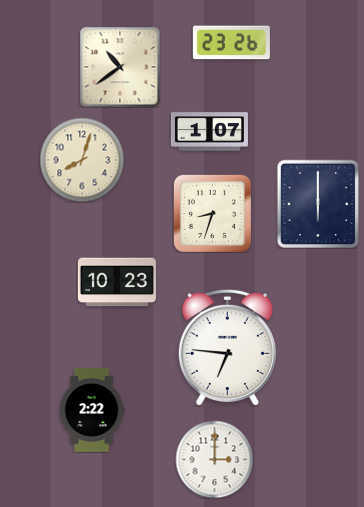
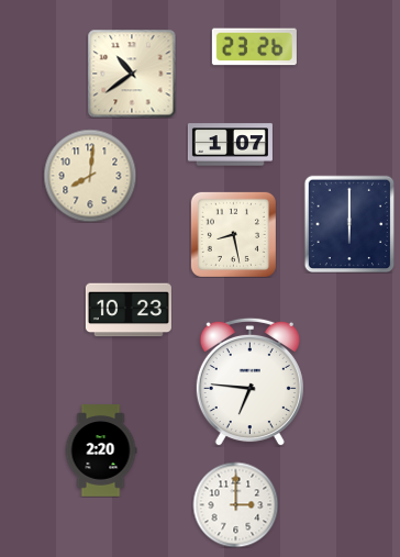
clock at (82, 160): 8:03 -> 8:01
clock at (212, 213): 8:33 -> 8:28
clock at (92, 410): 2:22 -> 2:20
